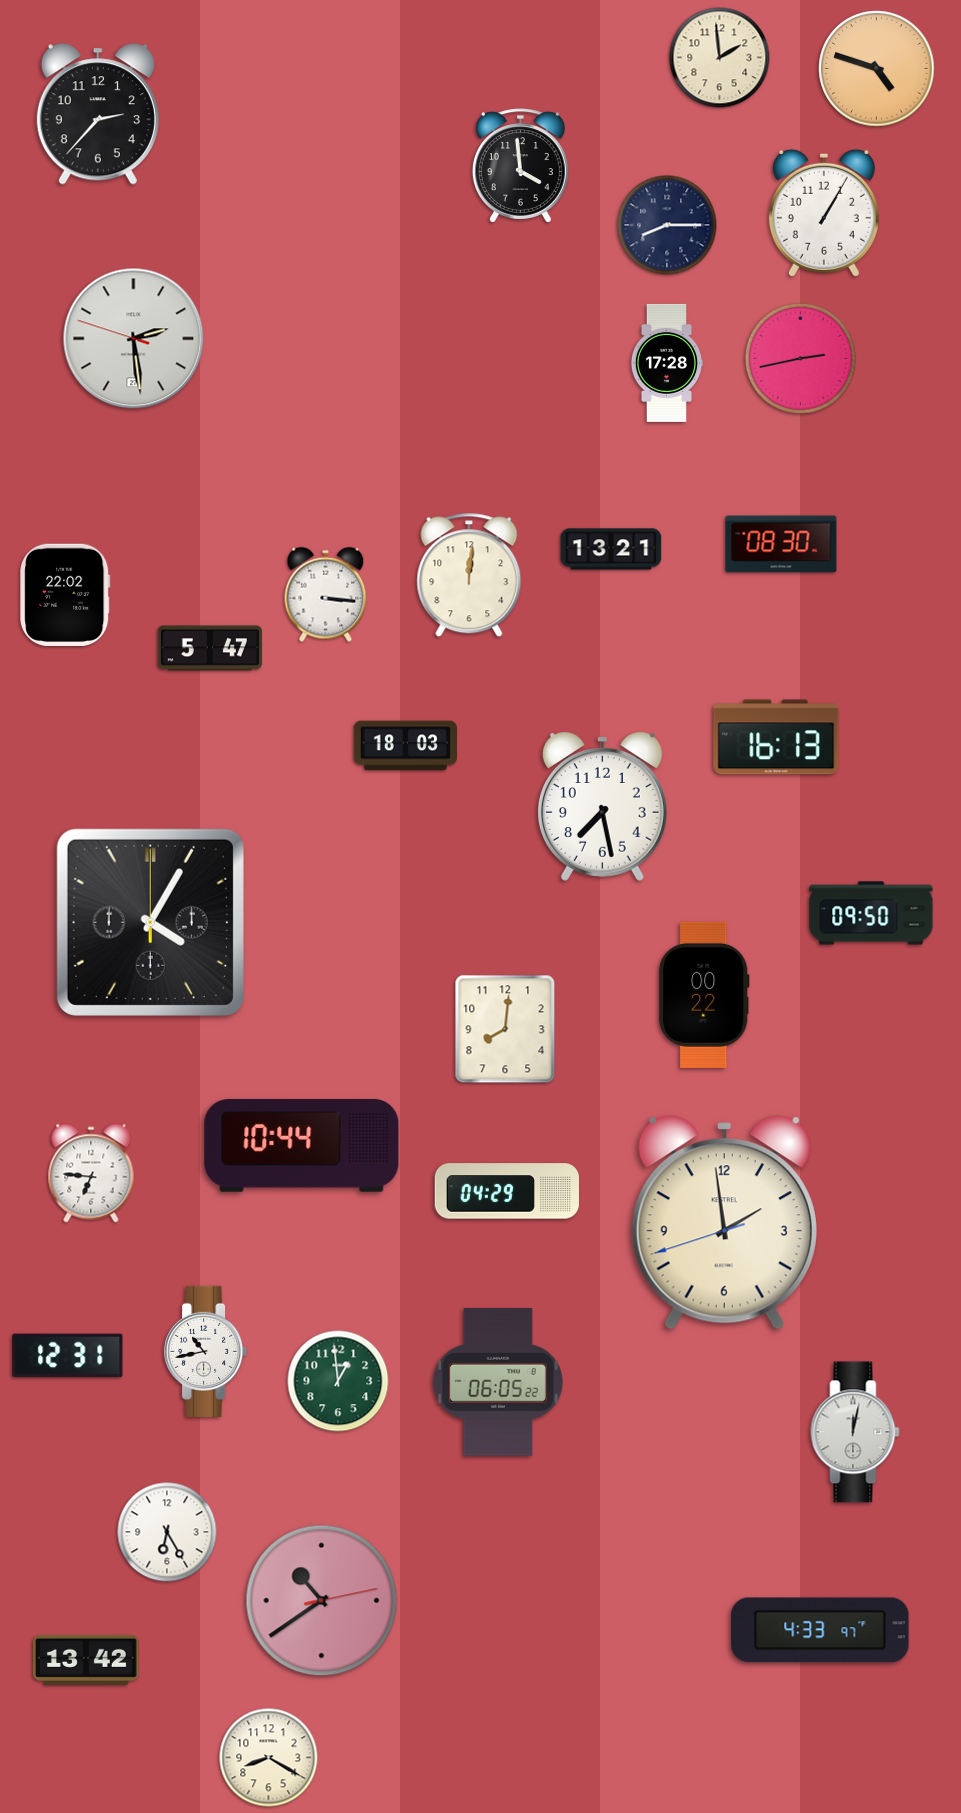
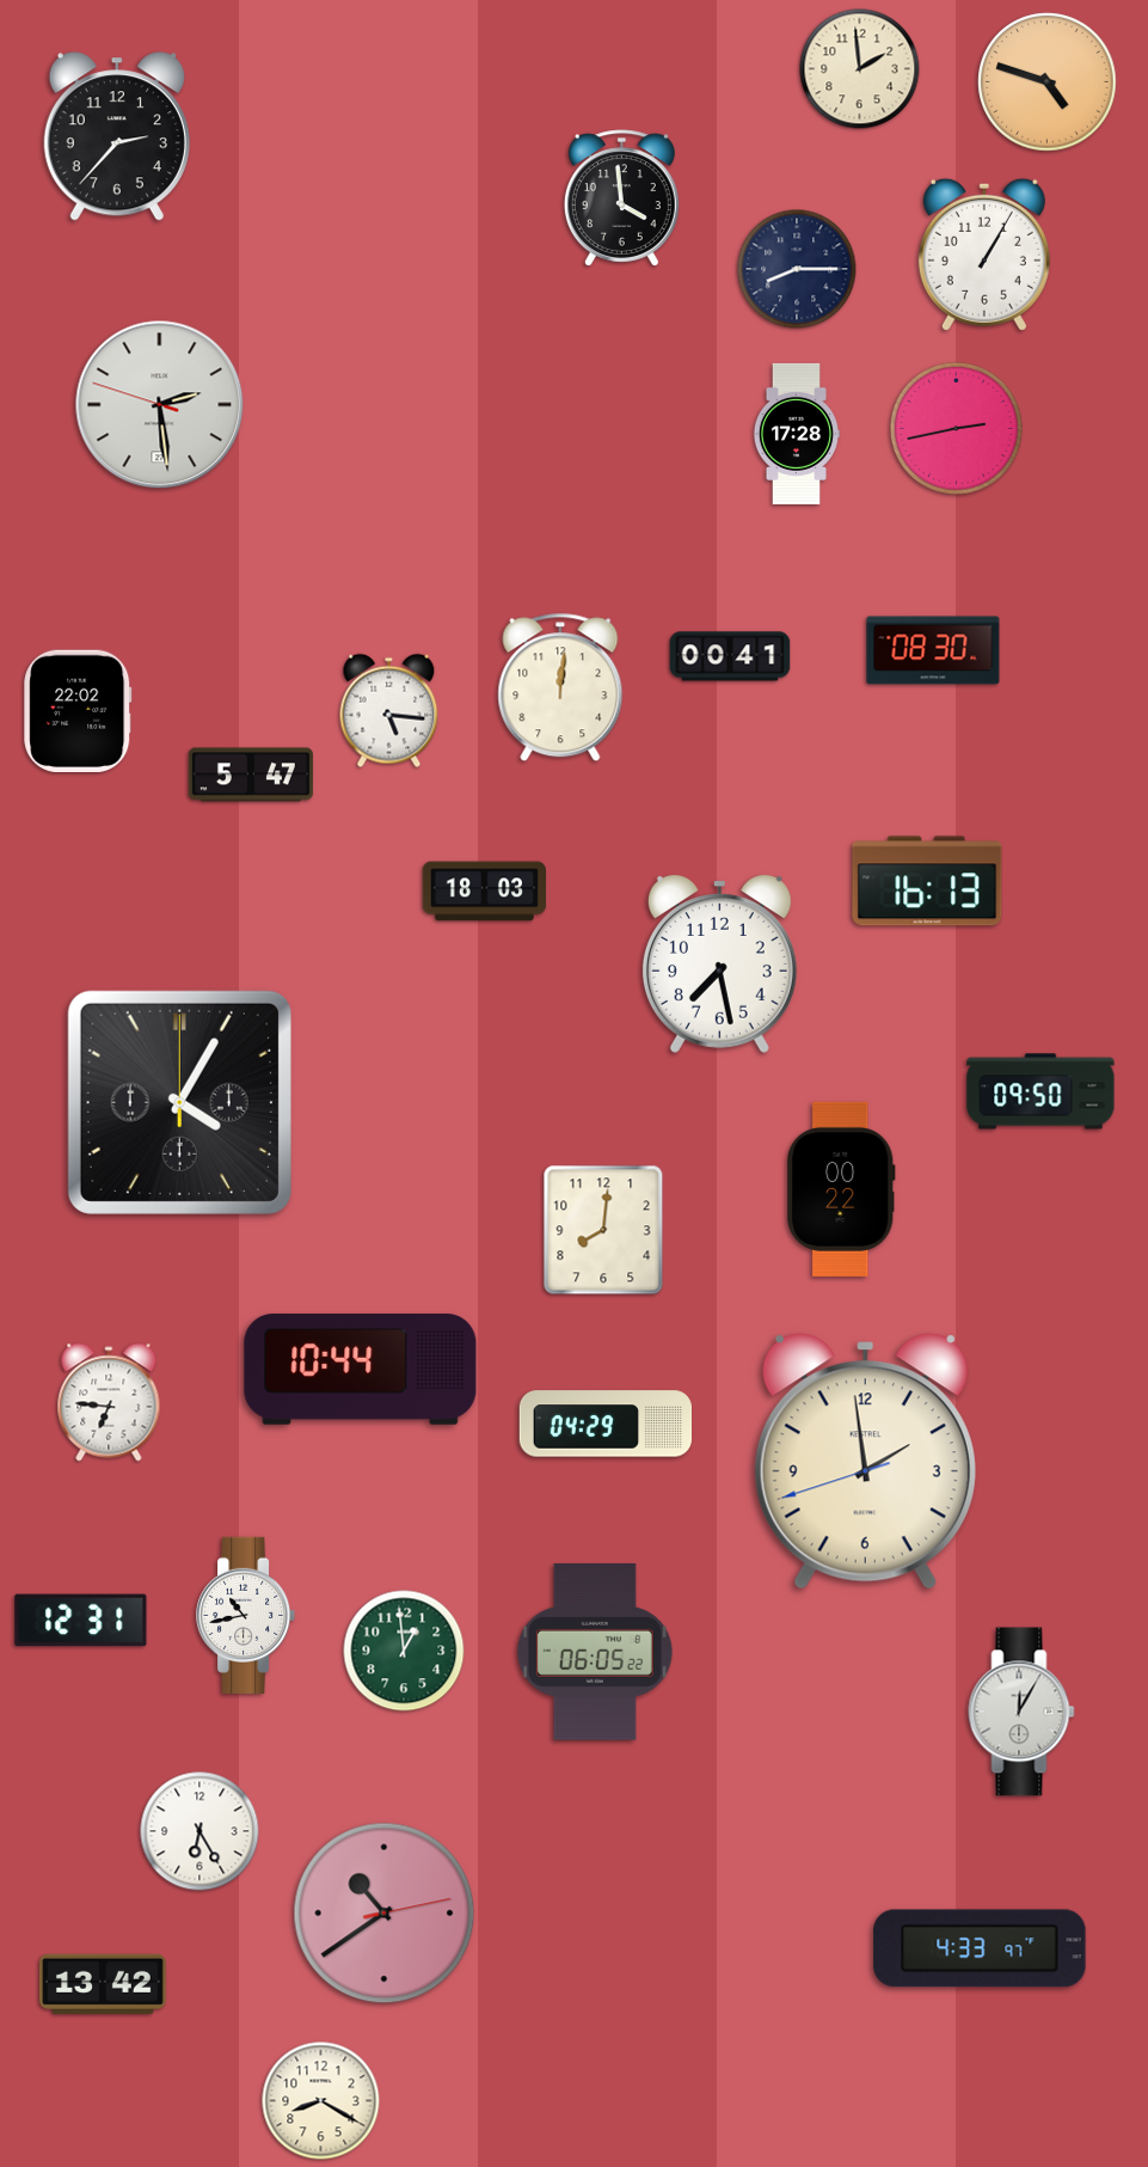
clock at (611, 549): 13:21 -> 00:41
clock at (326, 595): 3:16 -> 5:16
clock at (855, 1432): 12:02 -> 12:05
